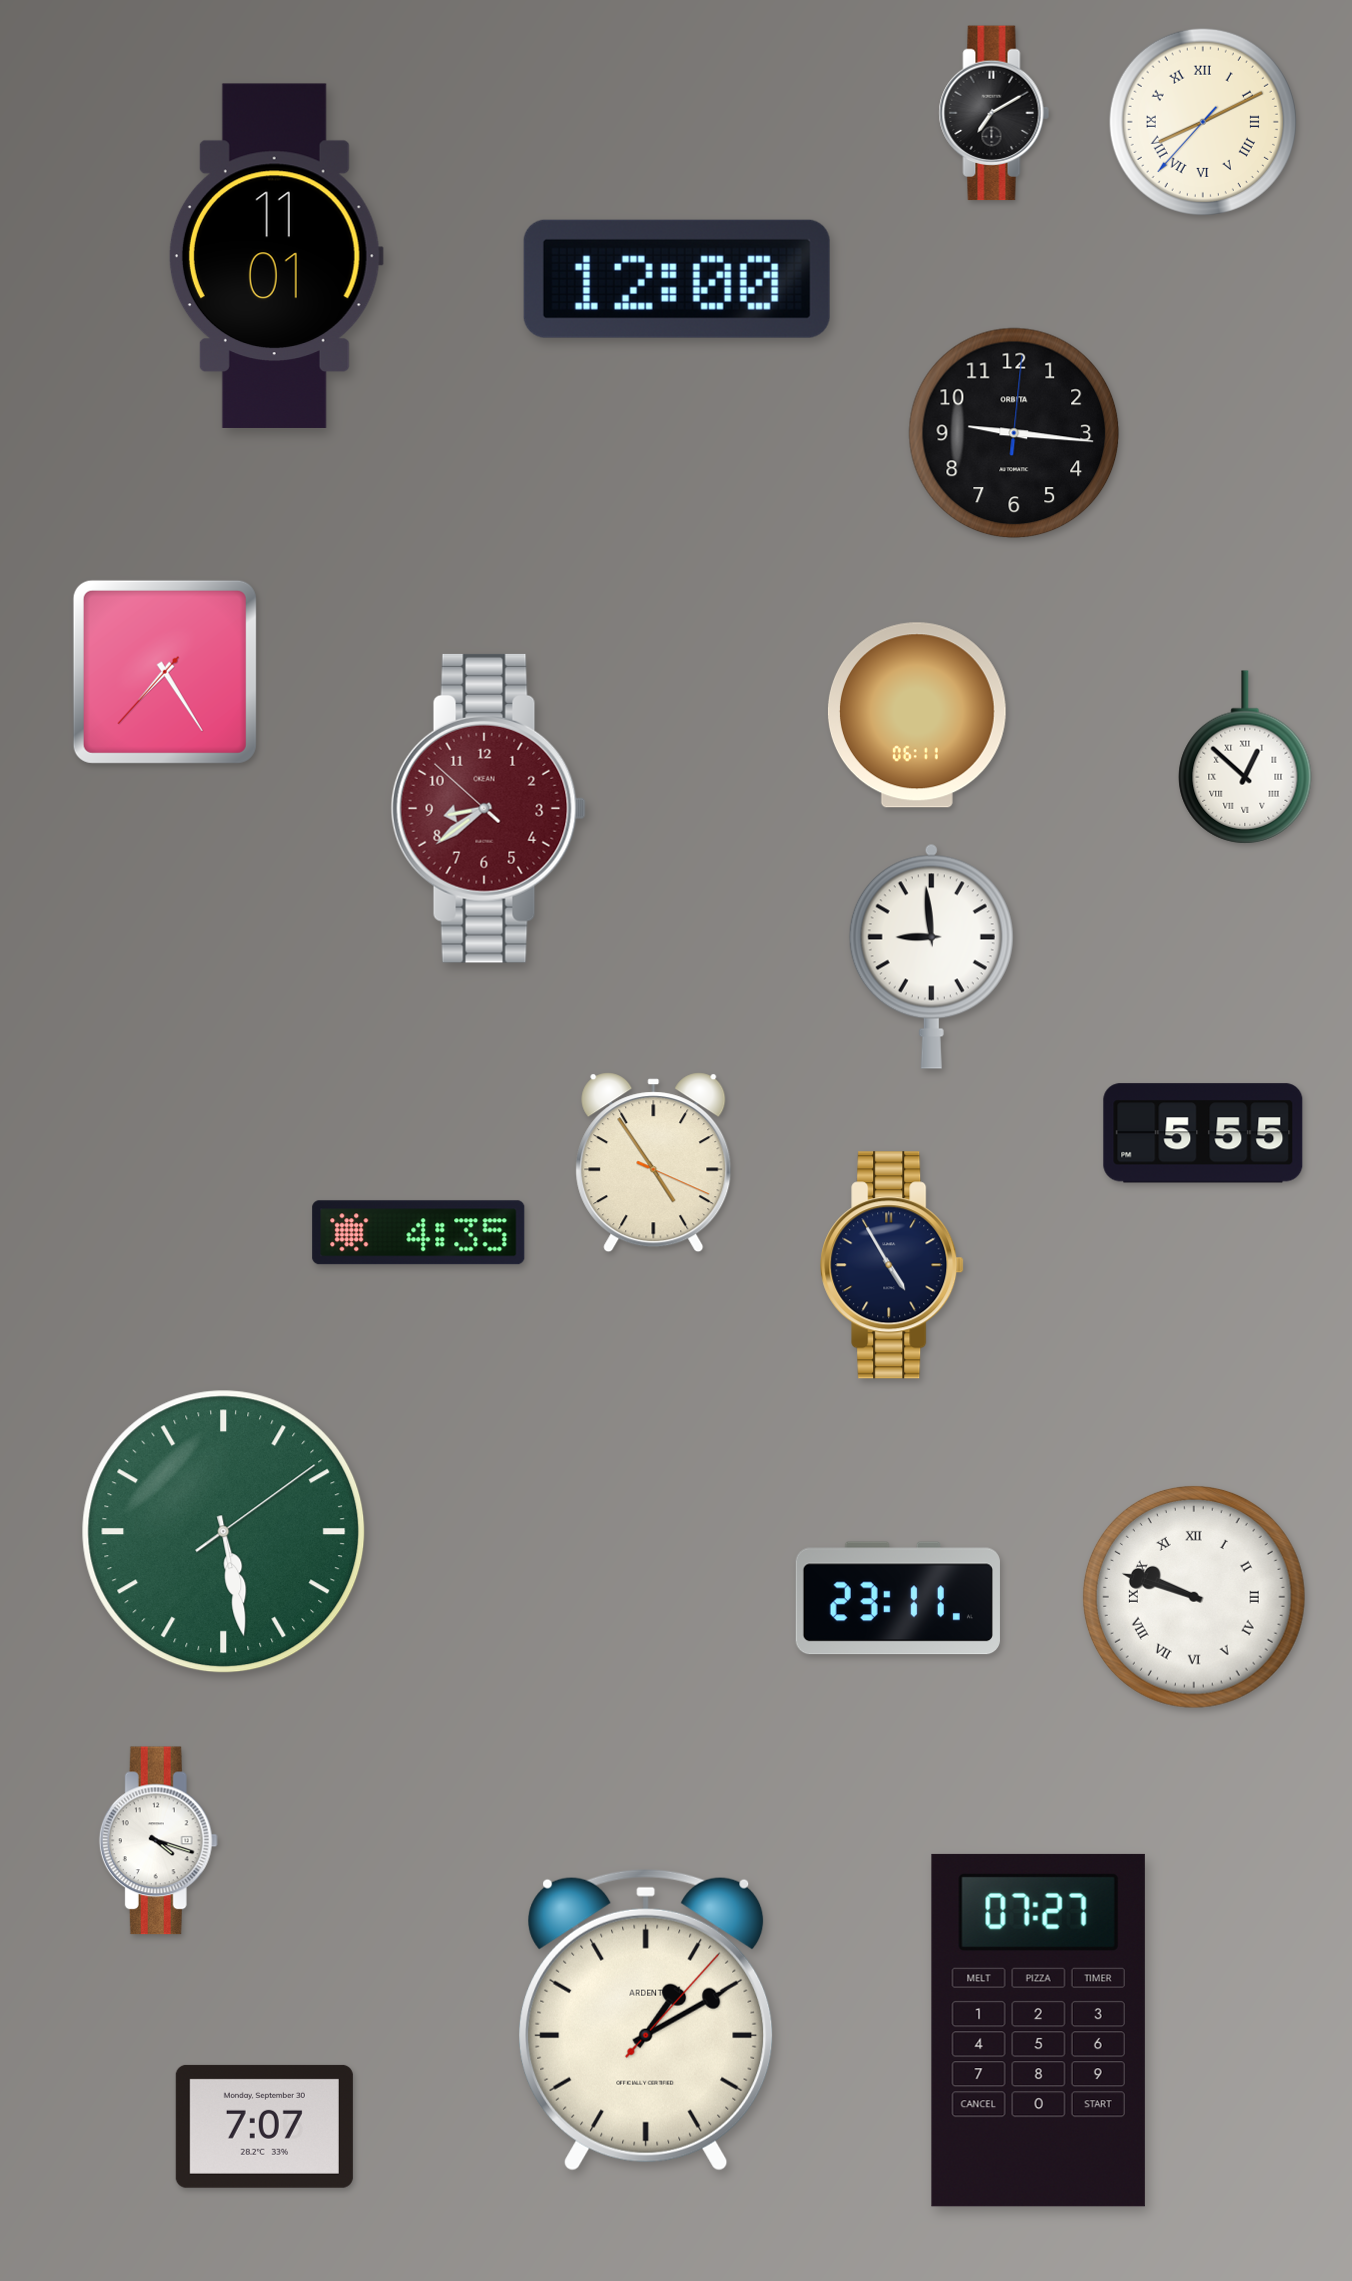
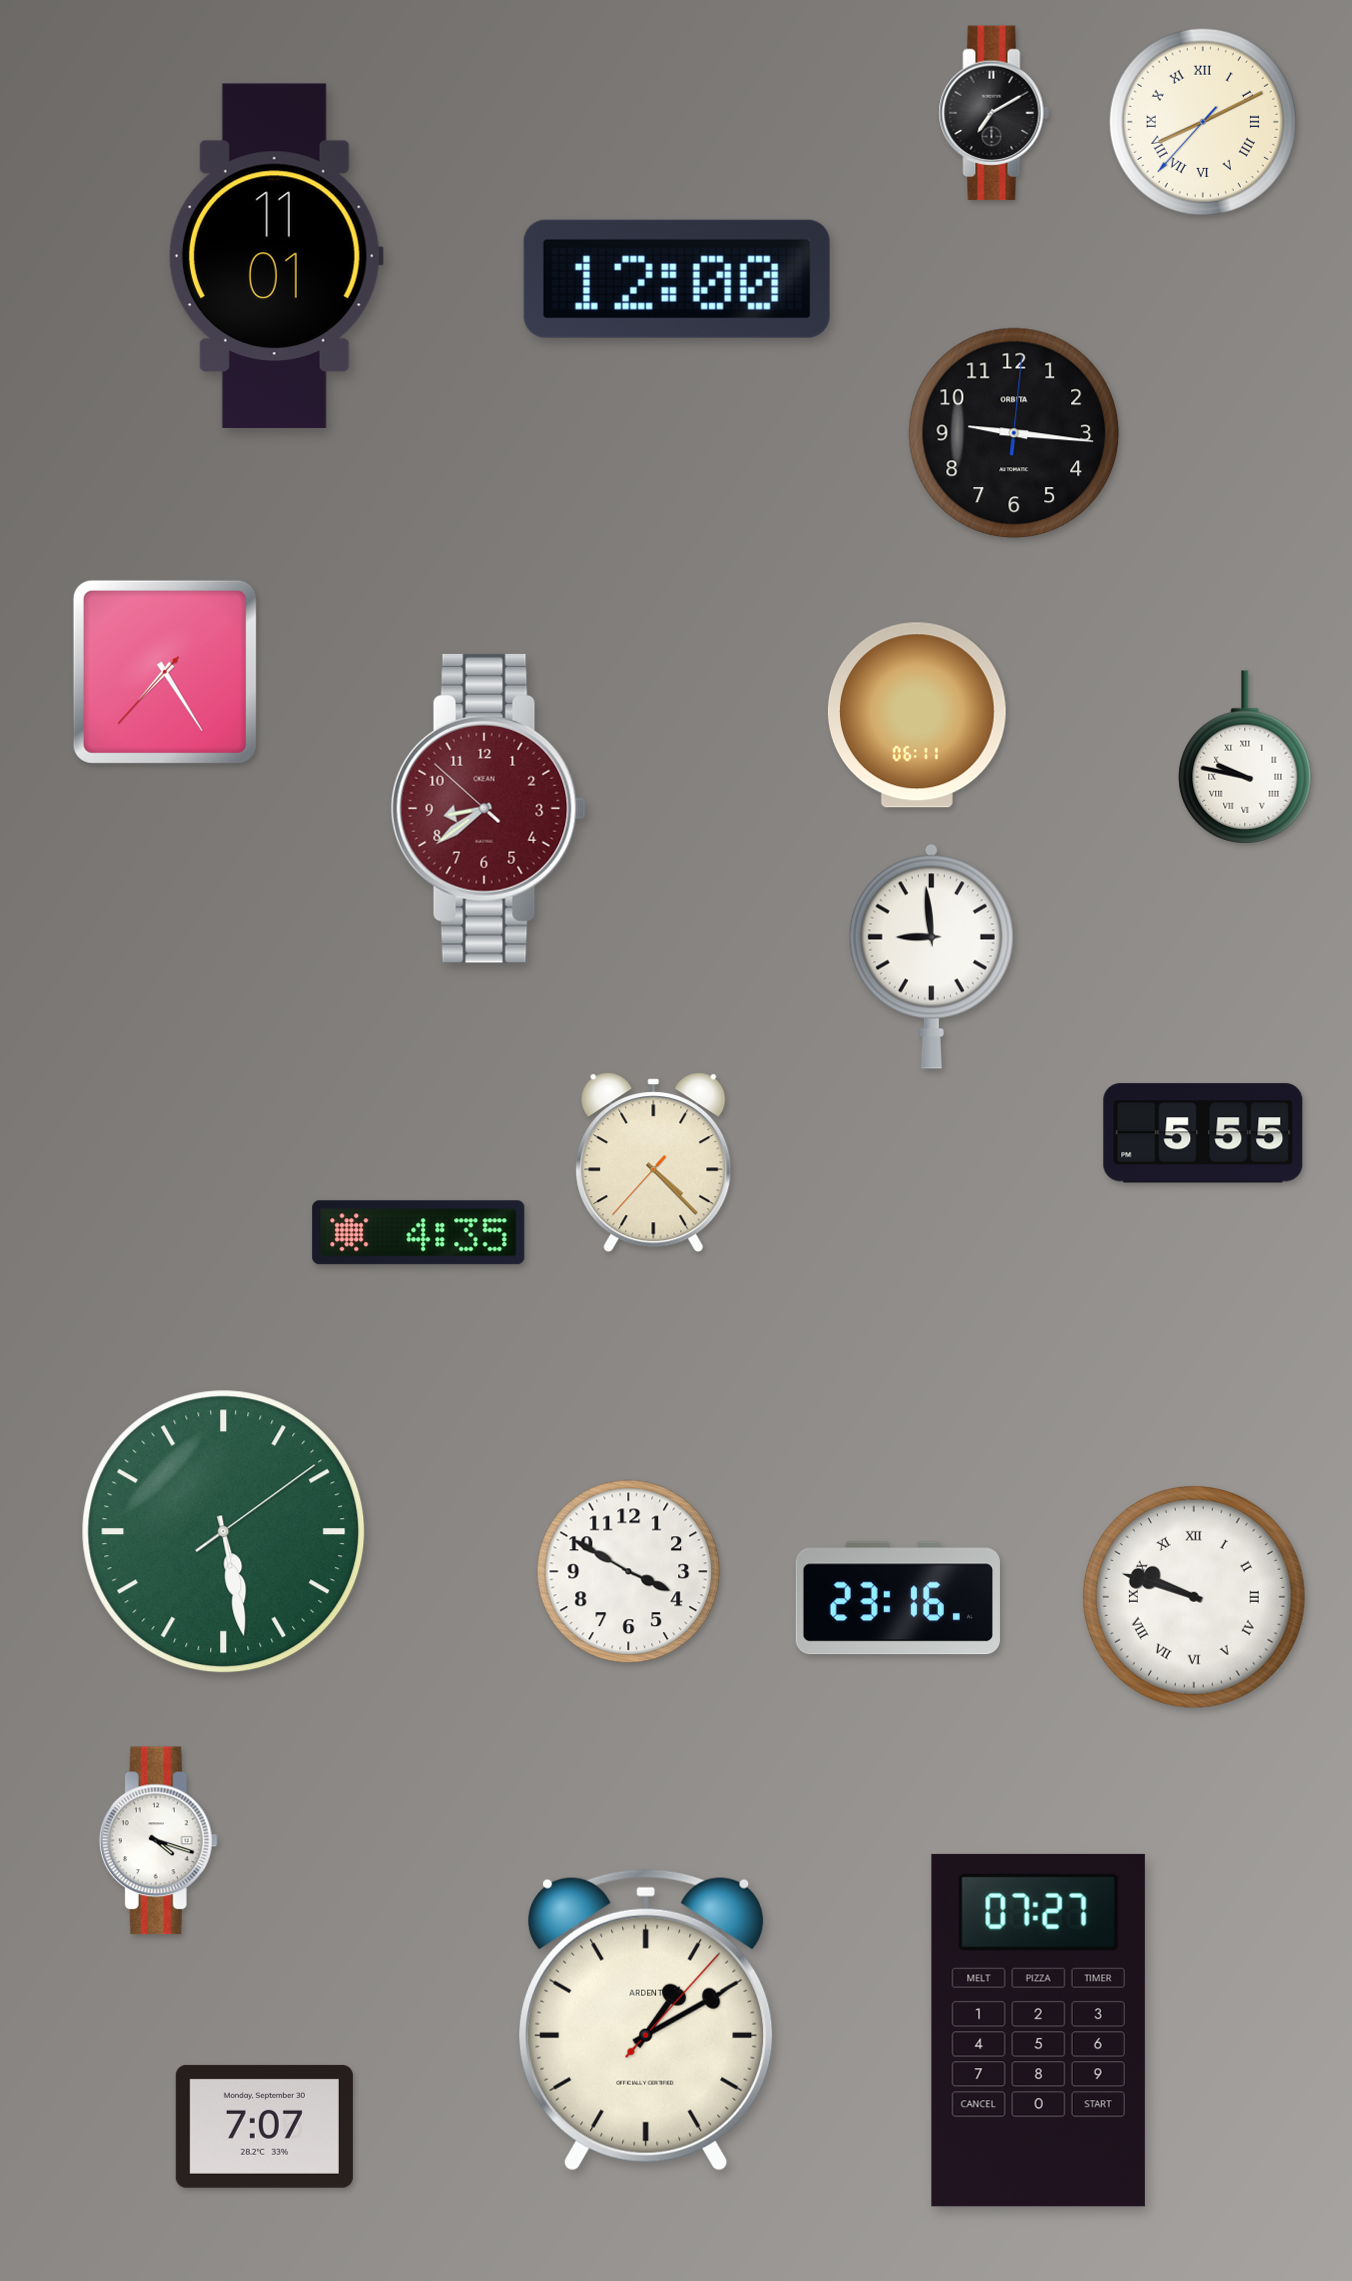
clock at (1245, 757): 12:52 -> 9:47
clock at (654, 1163): 4:54 -> 4:22
clock at (892, 1265): 4:55 -> none
clock at (629, 1572): none -> 3:50
clock at (898, 1598): 23:11 -> 23:16
